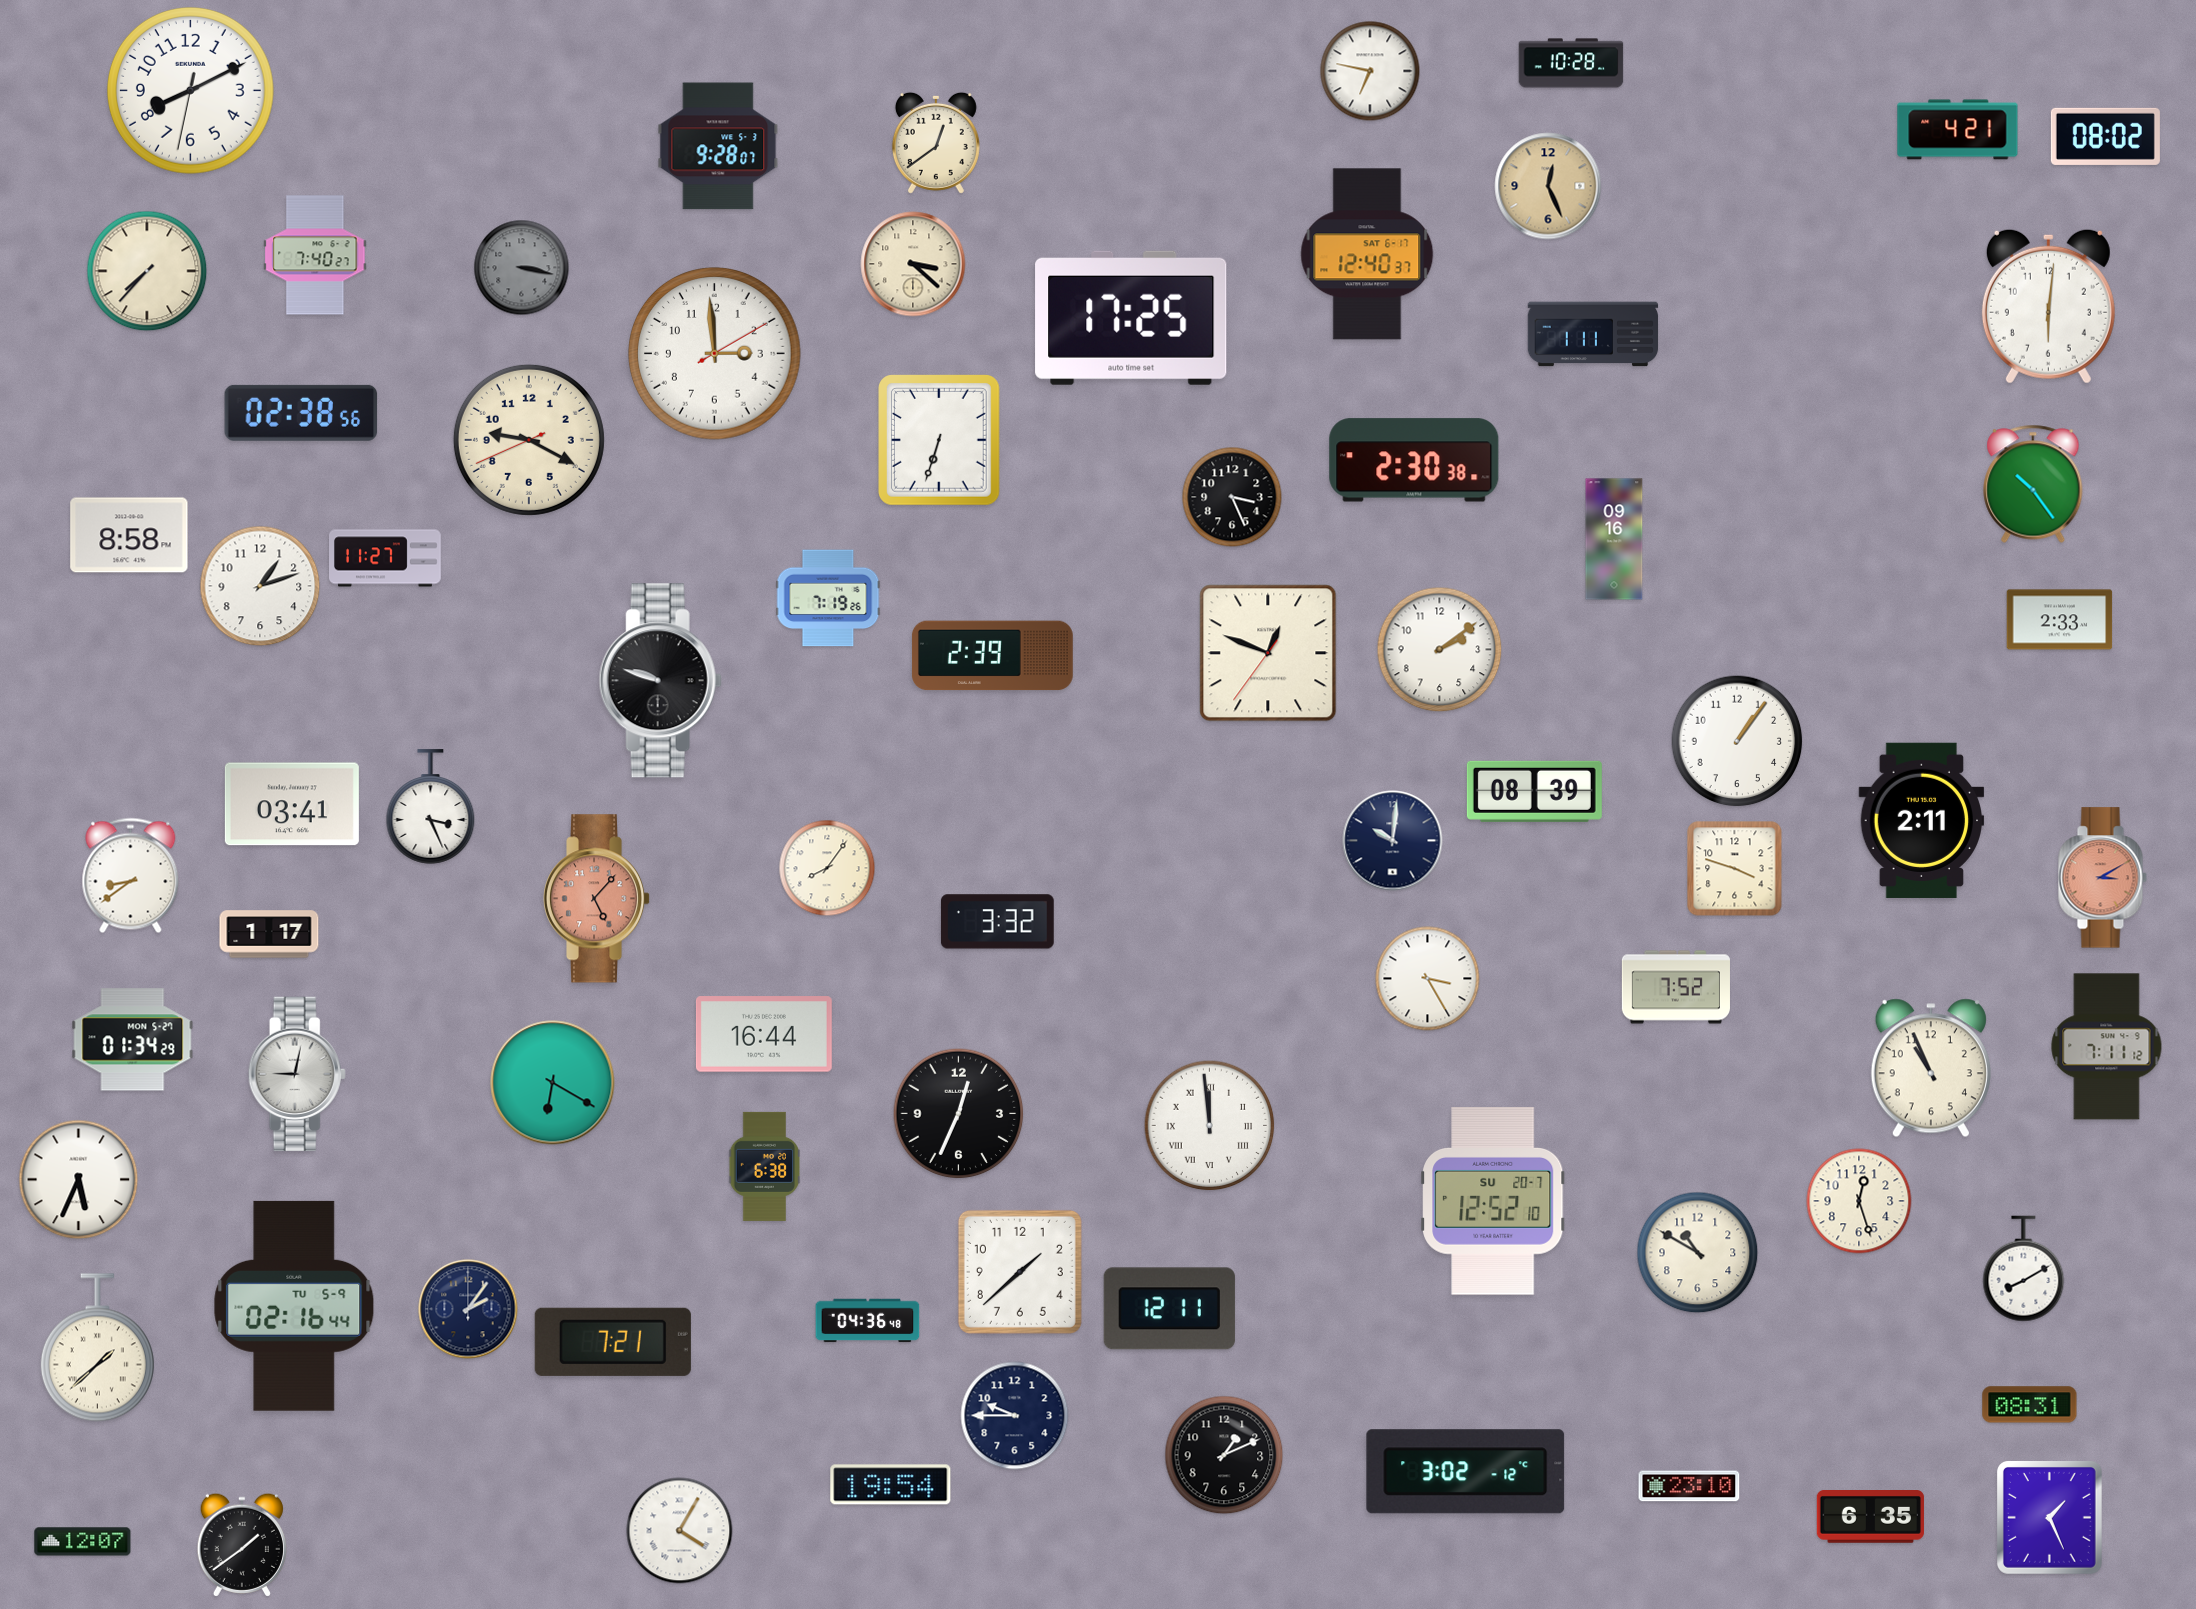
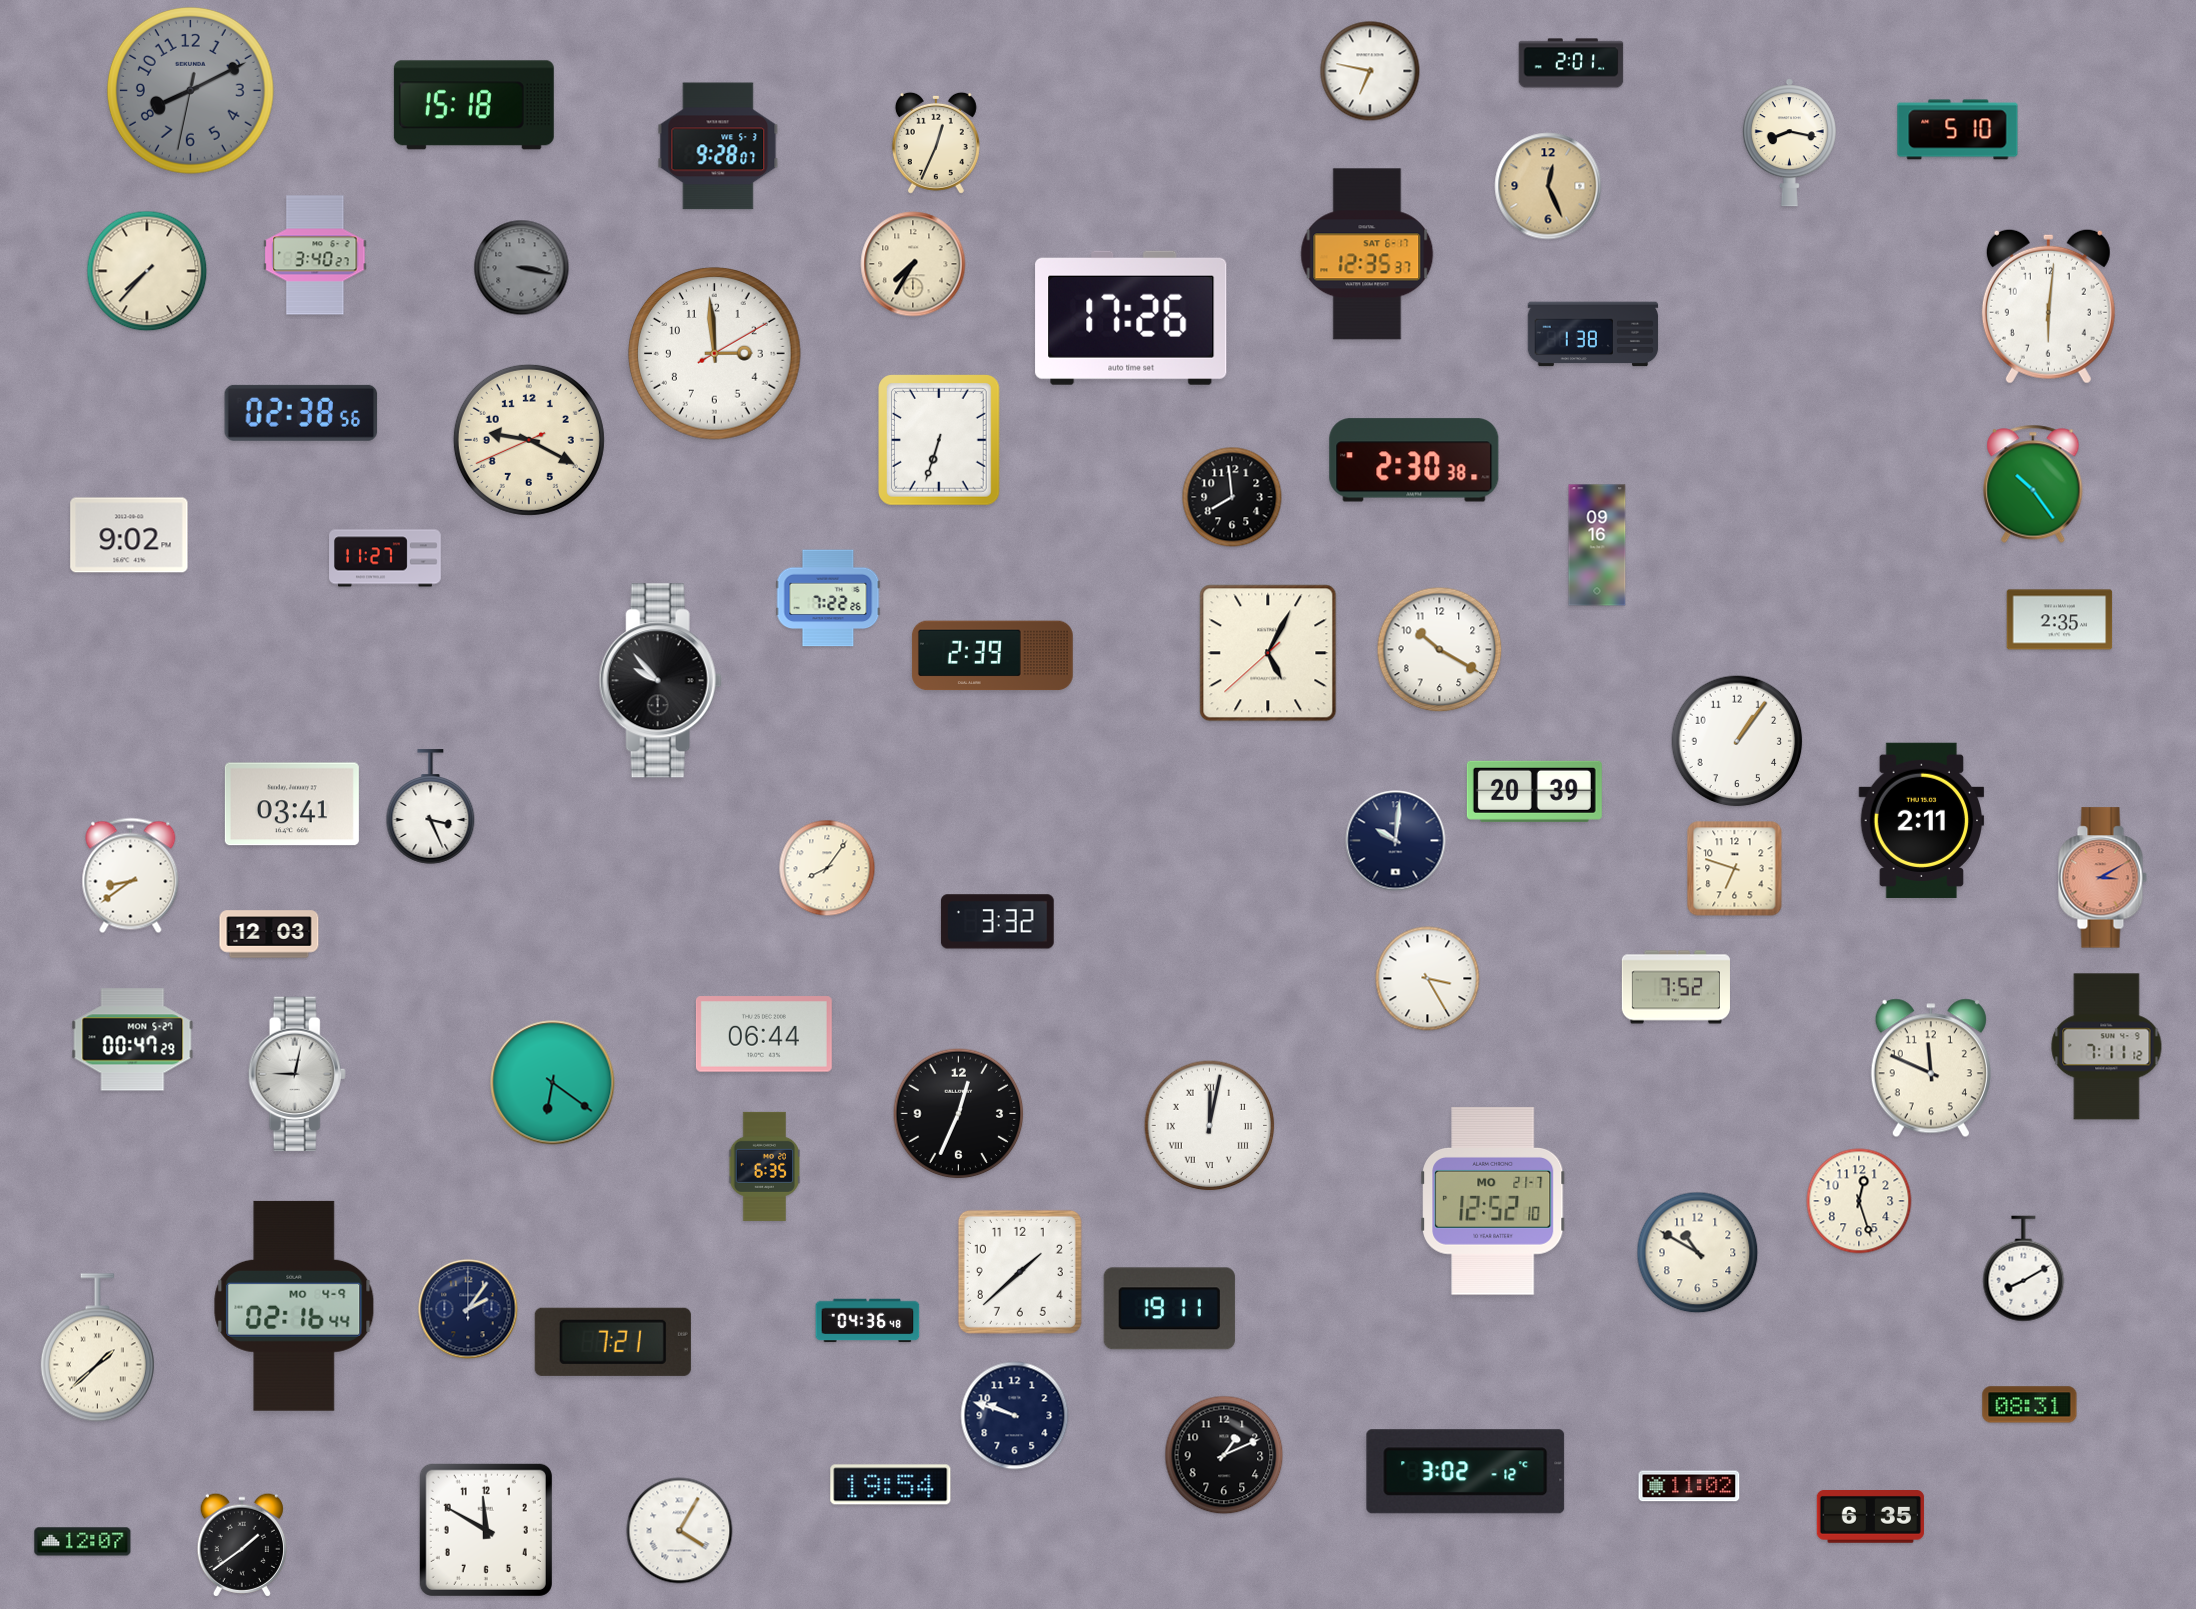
clock at (1571, 63): 10:28 -> 2:01
clock at (190, 90) dial: white -> grey
clock at (474, 105): none -> 15:18
clock at (1958, 130): 4:21 -> 5:10
clock at (2105, 136): 08:02 -> none
clock at (936, 143): 12:39 -> 12:34
clock at (1789, 143): none -> 8:17
clock at (1367, 254): 12:40 -> 12:35
clock at (315, 255): 7:40 -> 3:40
clock at (913, 264): 3:22 -> 7:35
clock at (1131, 318): 17:25 -> 17:26
clock at (1593, 334): 1:11 -> 1:38
clock at (1232, 497): 3:26 -> 7:59
clock at (129, 535): 8:58 -> 9:02
clock at (1614, 539) position: (1614, 539) -> (1597, 545)
clock at (260, 586): 1:12 -> none
clock at (828, 598): 7:19 -> 7:22
clock at (2060, 620): 2:33 -> 2:35
clock at (1440, 650): 2:09 -> 10:20
clock at (1268, 653): 12:48 -> 5:04
clock at (660, 681): 9:48 -> 9:53
clock at (1534, 791): 08:39 -> 20:39
clock at (1393, 841) position: (1393, 841) -> (1396, 841)
clock at (1735, 869): 3:48 -> 6:48
clock at (597, 899): 5:07 -> none
clock at (269, 934): 1:17 -> 12:03
clock at (764, 1034): 16:44 -> 06:44
clock at (133, 1040): 01:34 -> 00:47
clock at (1931, 1068): 10:56 -> 11:49
clock at (553, 1083): 6:20 -> 6:21
clock at (1210, 1126): 11:59 -> 12:02
clock at (765, 1166): 6:38 -> 6:35
clock at (79, 1180): 5:34 -> none
clock at (1493, 1201) date: SU 20-7 -> MO 21-7
clock at (294, 1306) date: TU 5-9 -> MO 4-9
clock at (1169, 1309): 12:11 -> 19:11
clock at (1015, 1416): 9:45 -> 9:48
clock at (1689, 1486): 23:10 -> 11:02
clock at (2049, 1517): 1:26 -> none
clock at (486, 1530): none -> 11:50
